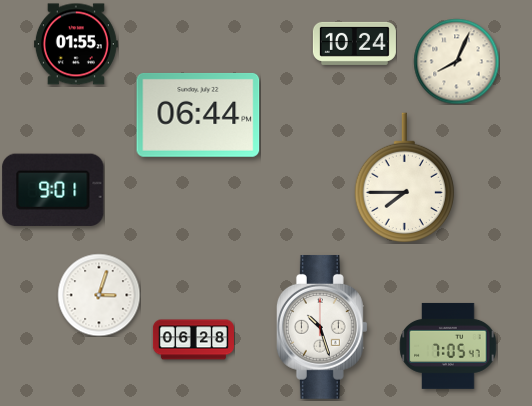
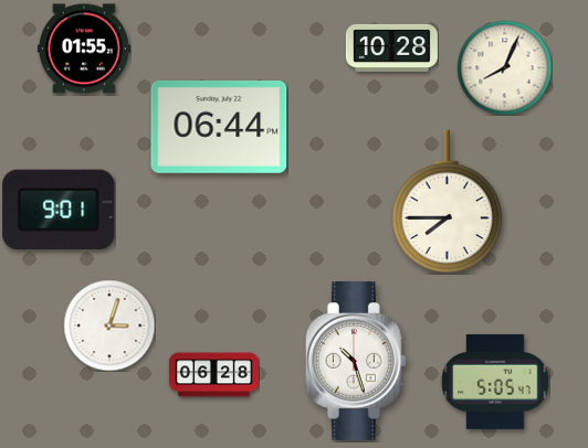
clock at (354, 43): 10:24 -> 10:28
clock at (404, 178) position: (404, 178) -> (447, 202)
clock at (448, 346): 7:05 -> 5:05
